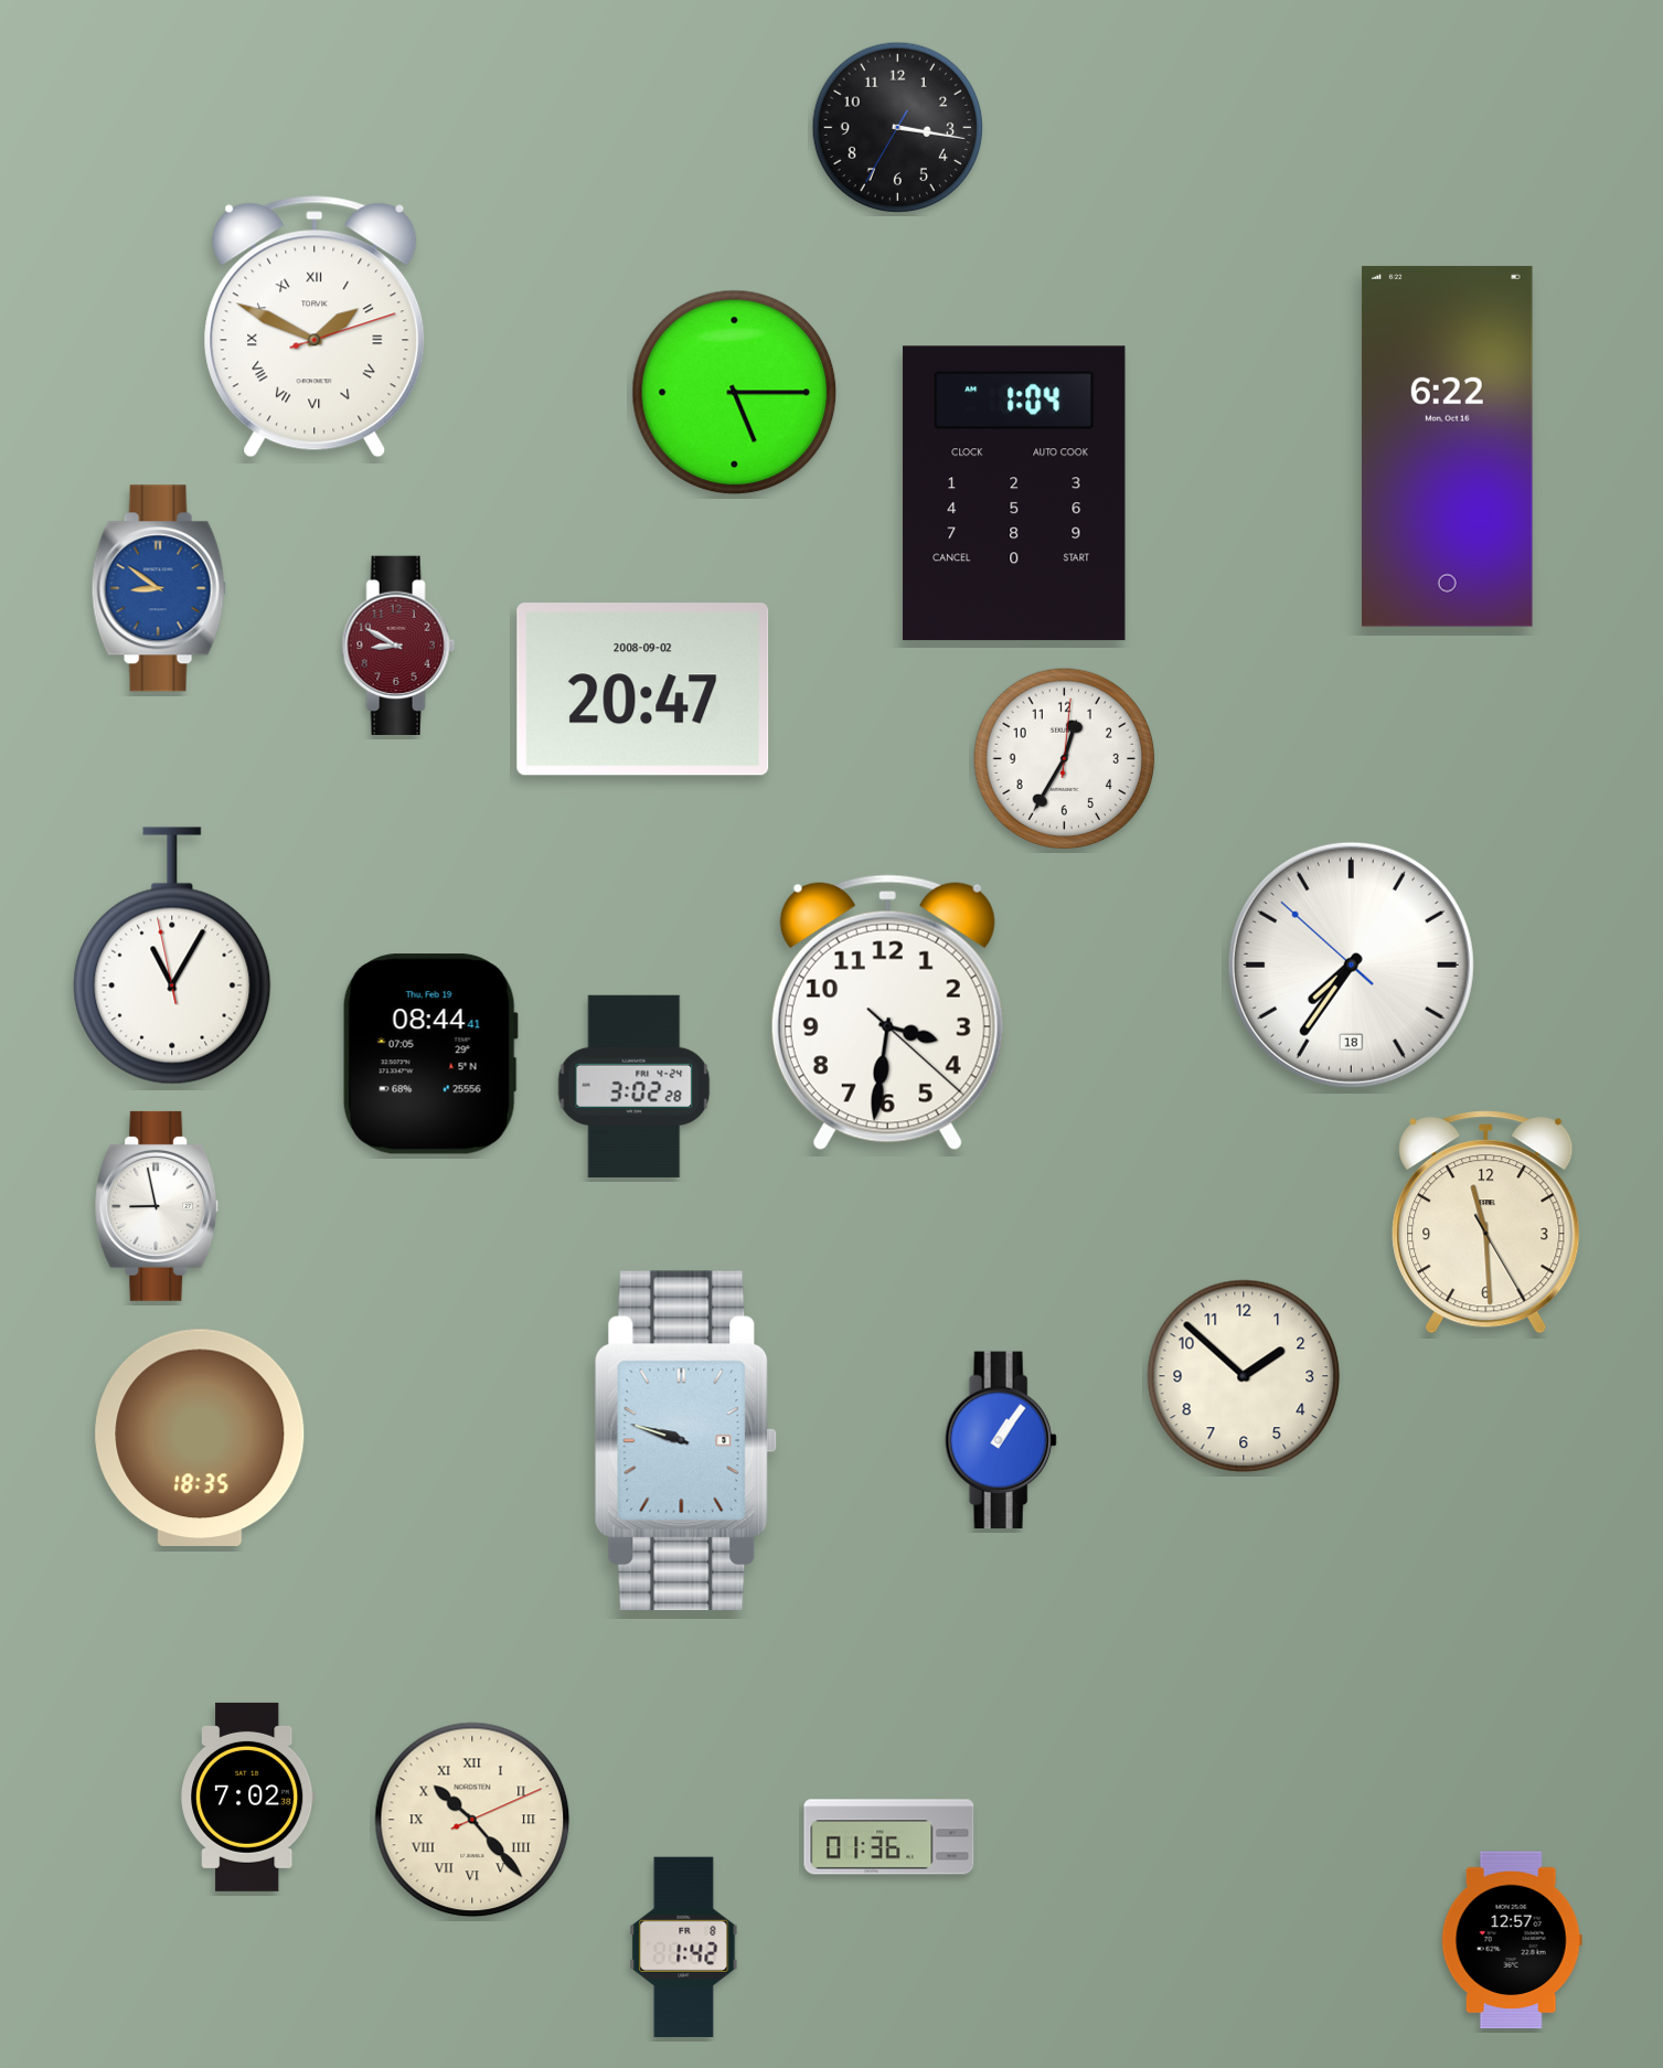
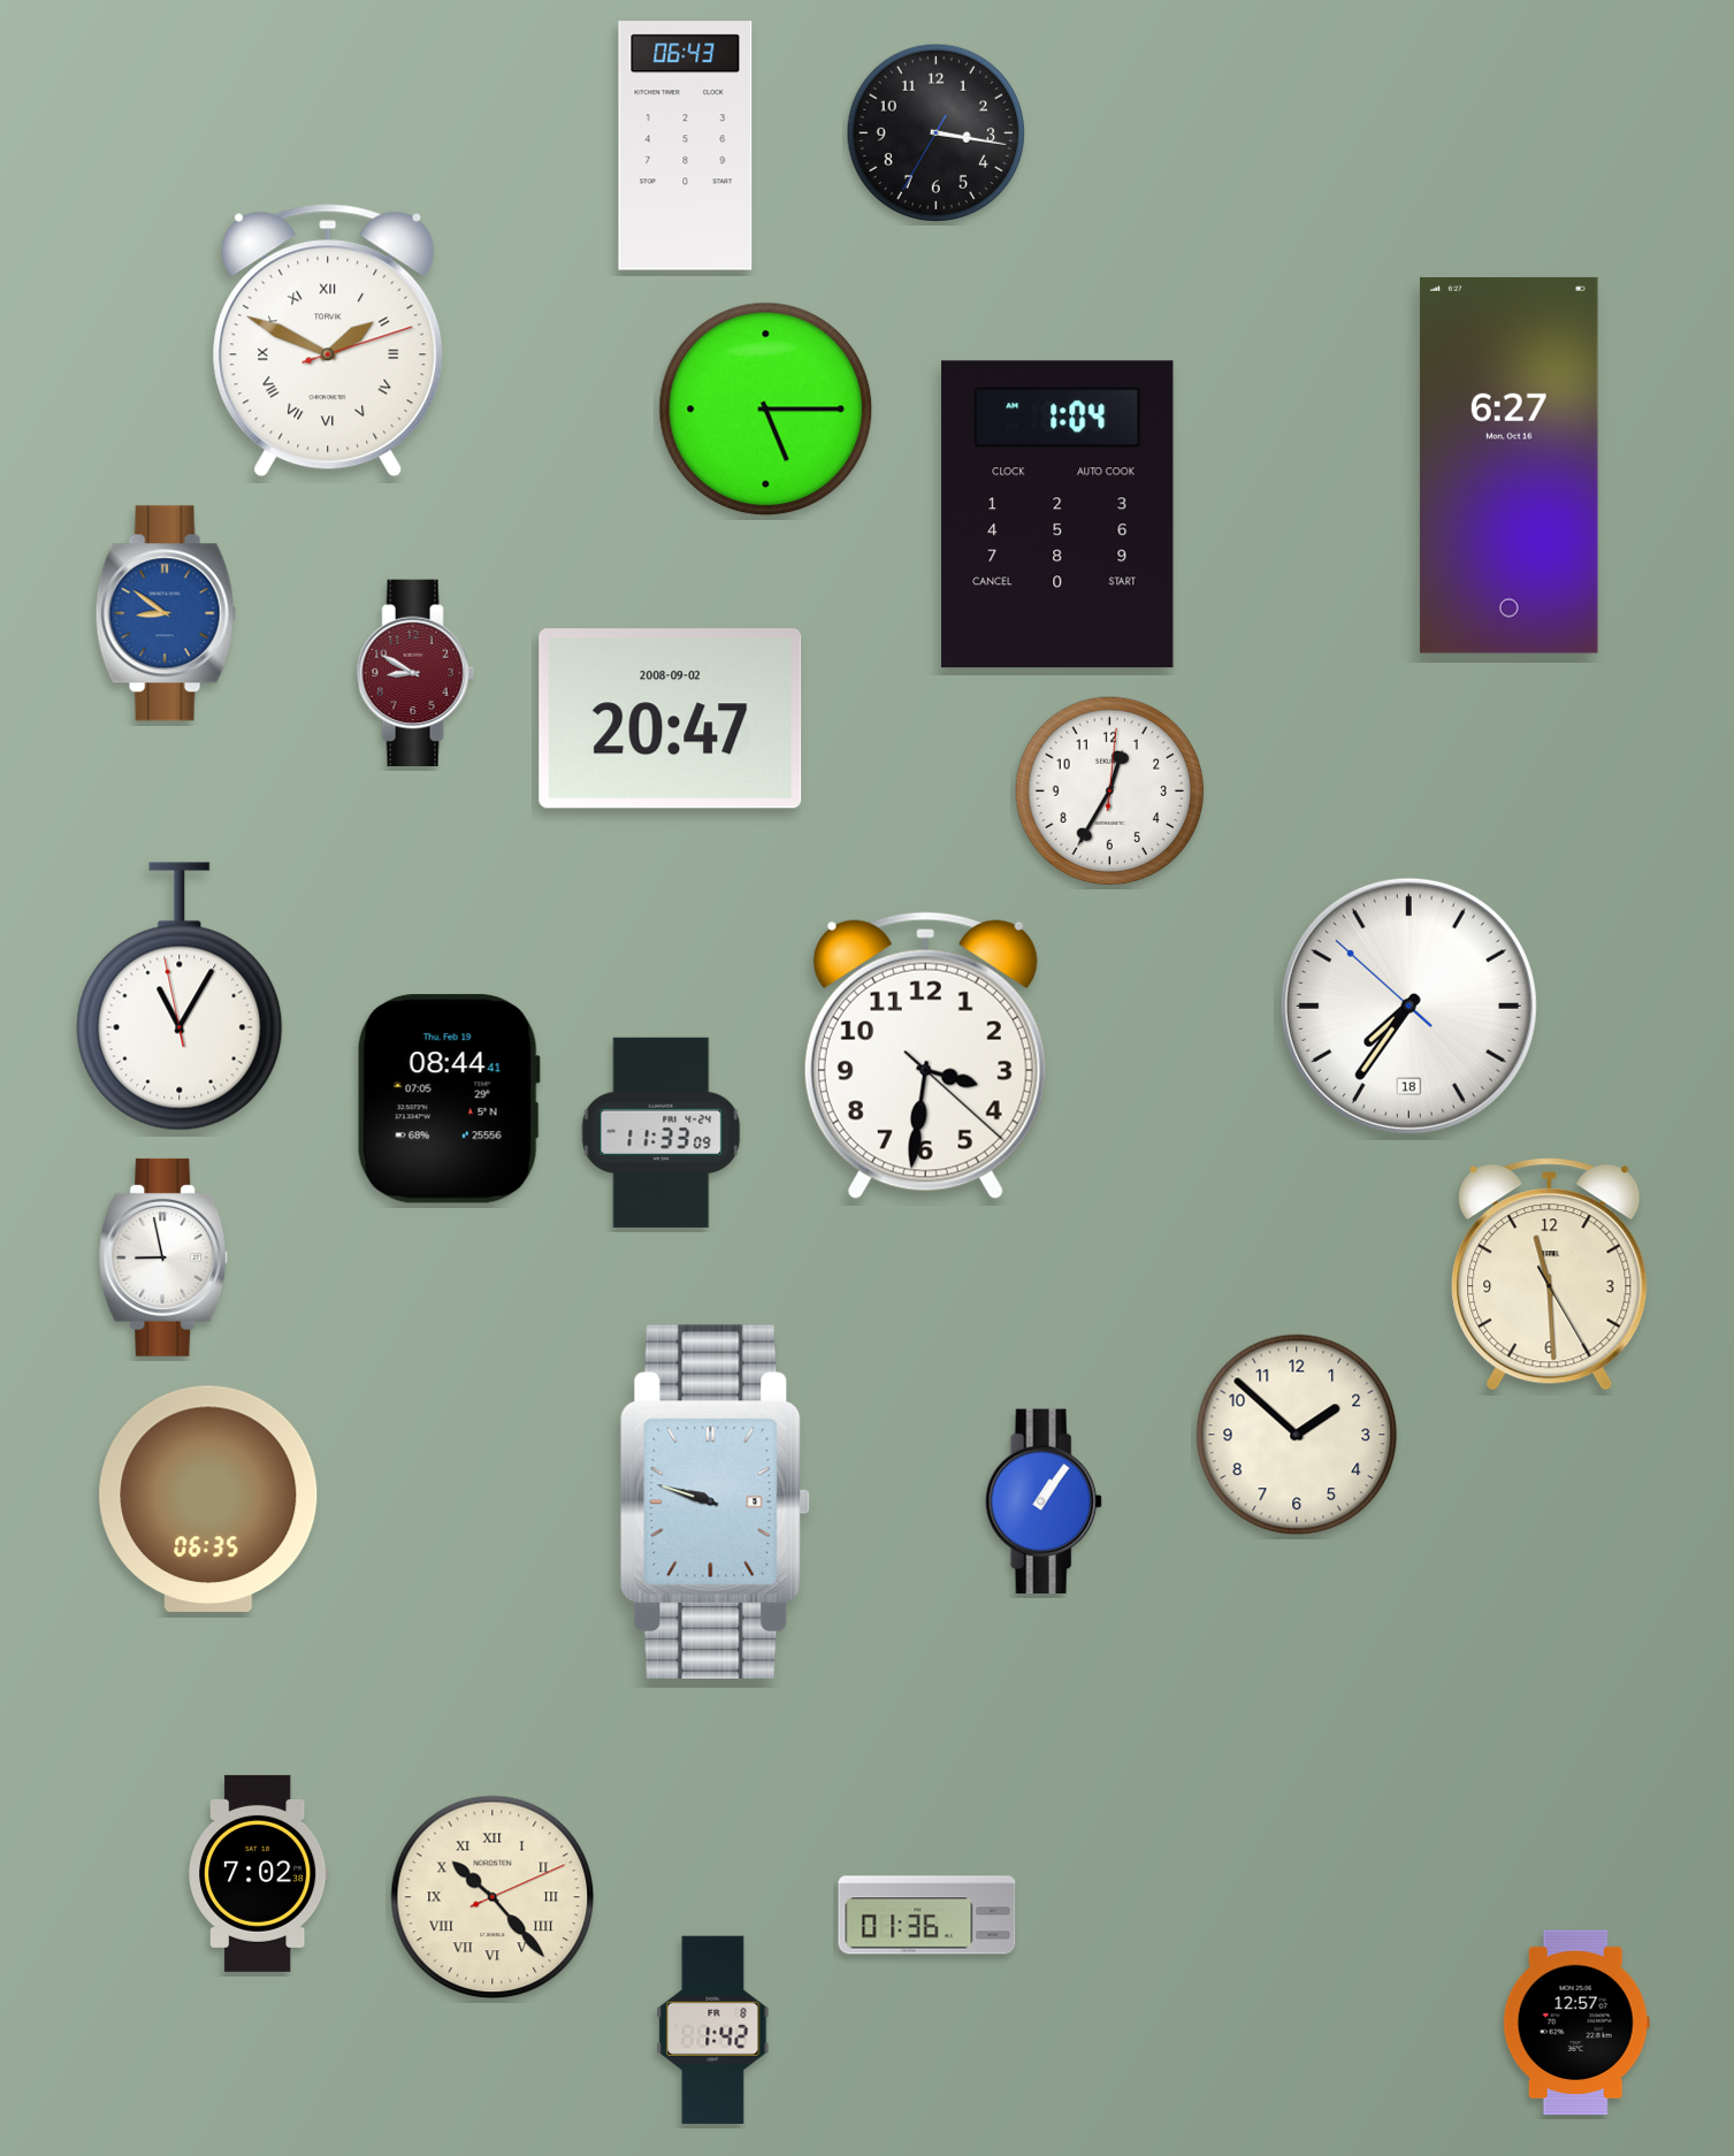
clock at (686, 146): none -> 06:43
clock at (1448, 446): 6:22 -> 6:27
clock at (635, 1086): 3:02 -> 11:33
clock at (200, 1437): 18:35 -> 06:35
